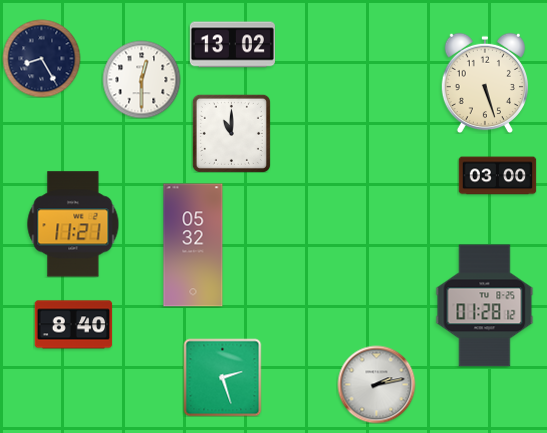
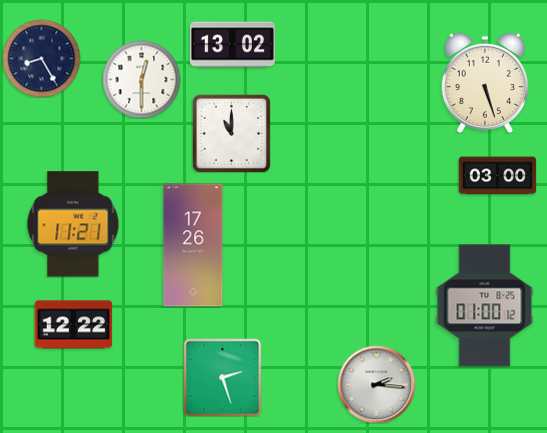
clock at (193, 245): 05:32 -> 17:26
clock at (485, 306): 01:28 -> 01:00
clock at (73, 325): 8:40 -> 12:22
clock at (376, 384): 2:13 -> 2:16
